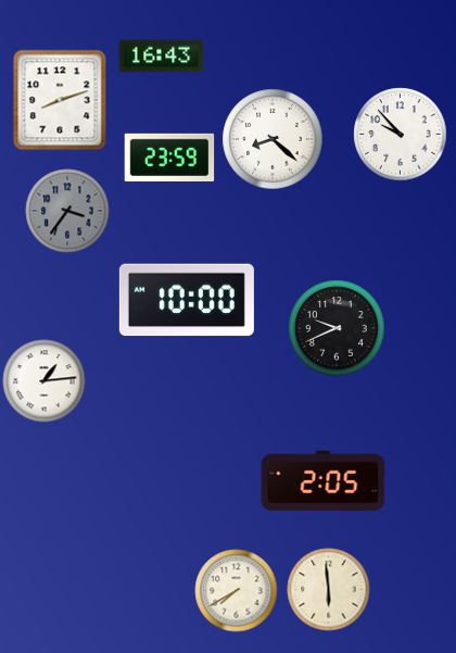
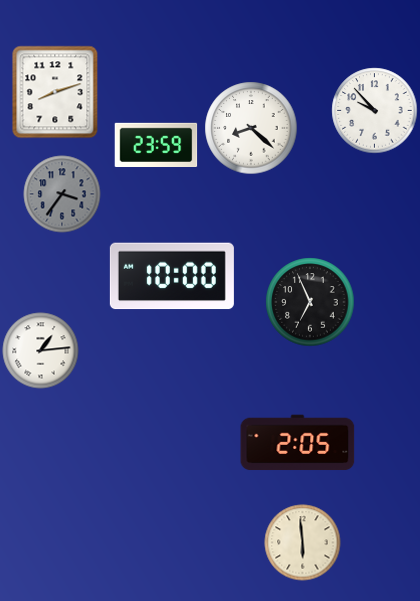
clock at (162, 56): 16:43 -> none
clock at (401, 135) position: (401, 135) -> (375, 111)
clock at (337, 328): 9:41 -> 6:56
clock at (237, 591): 7:40 -> none
